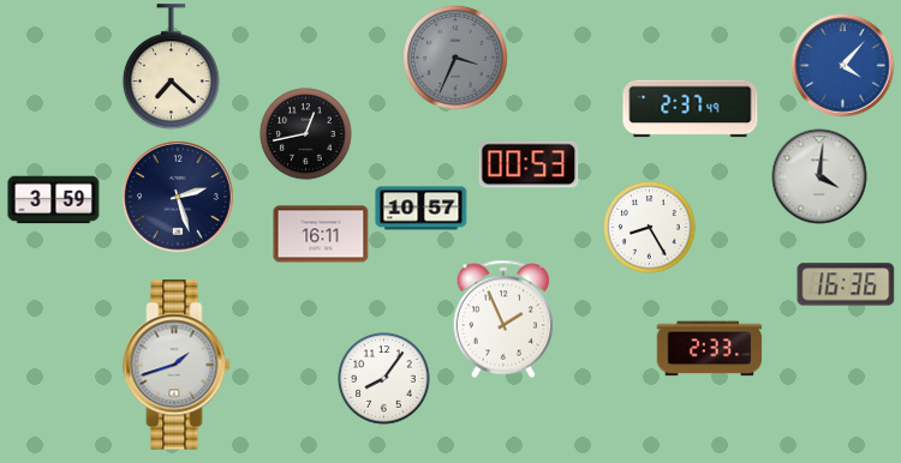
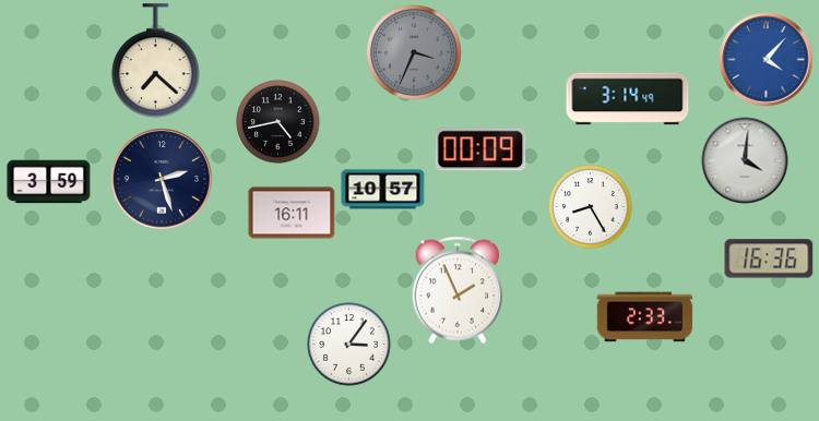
clock at (691, 109): 2:37 -> 3:14
clock at (306, 134): 12:43 -> 4:43
clock at (529, 164): 00:53 -> 00:09
clock at (177, 365): 1:42 -> none
clock at (384, 379): 8:06 -> 3:06
